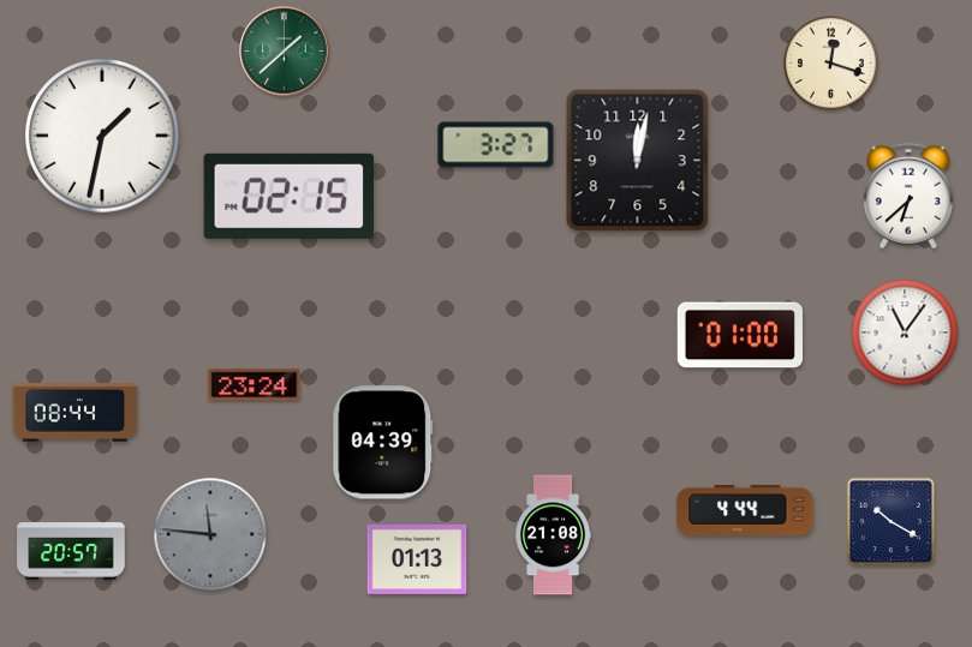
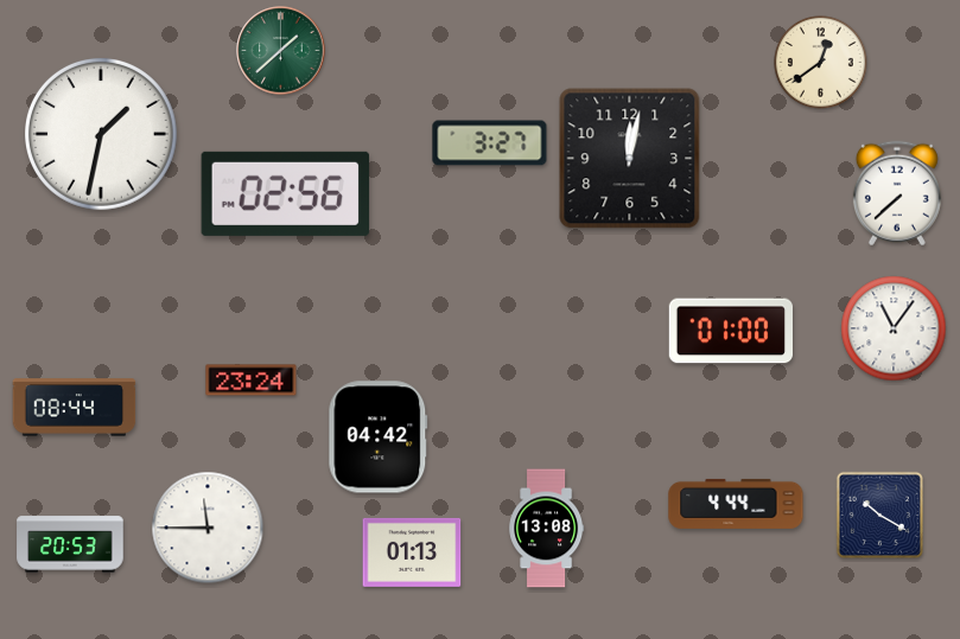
clock at (831, 64): 12:18 -> 12:39
clock at (290, 196): 02:15 -> 02:56
clock at (908, 196): 6:38 -> 7:38
clock at (383, 443): 04:39 -> 04:42
clock at (210, 534): 11:46 -> 11:45
clock at (210, 534) dial: grey -> white
clock at (554, 535): 21:08 -> 13:08
clock at (71, 551): 20:57 -> 20:53
